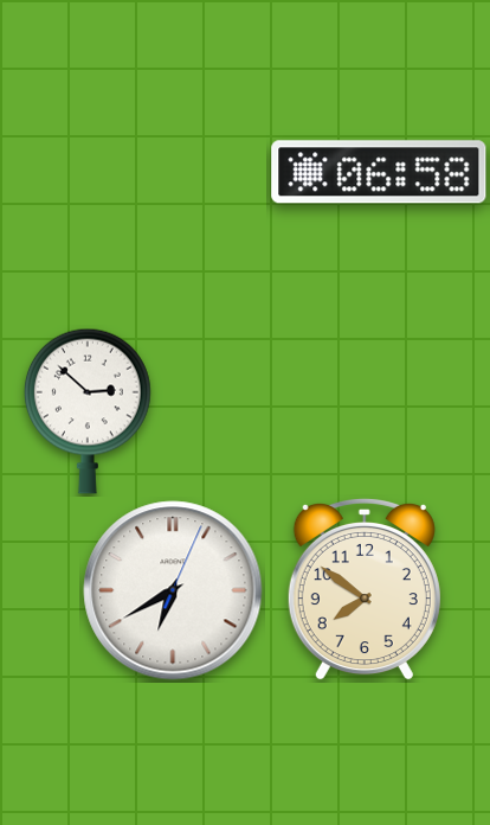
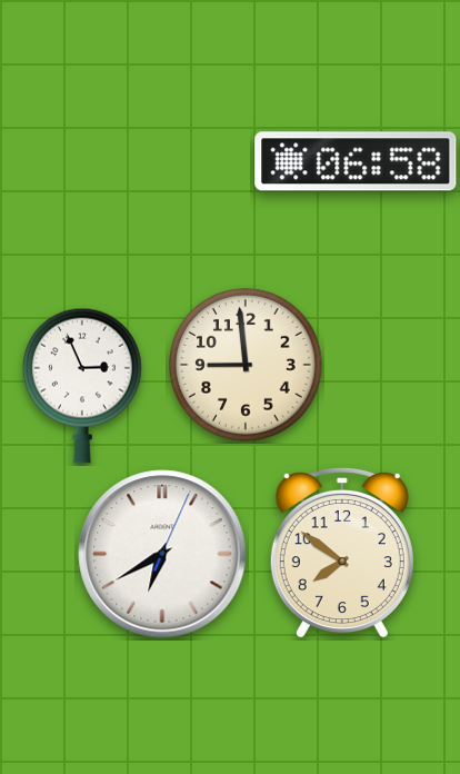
clock at (246, 365): none -> 8:59
clock at (88, 411): 2:52 -> 2:56
